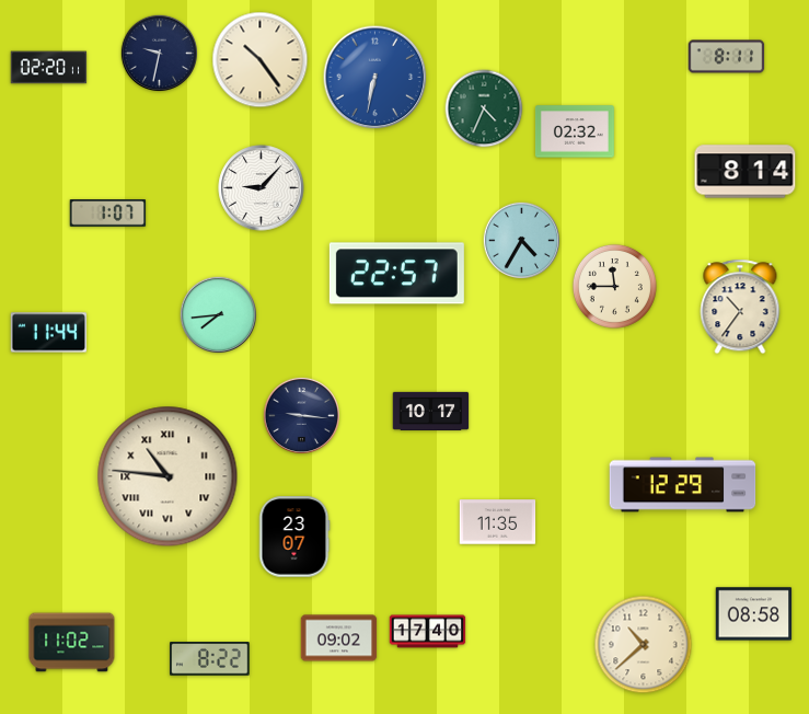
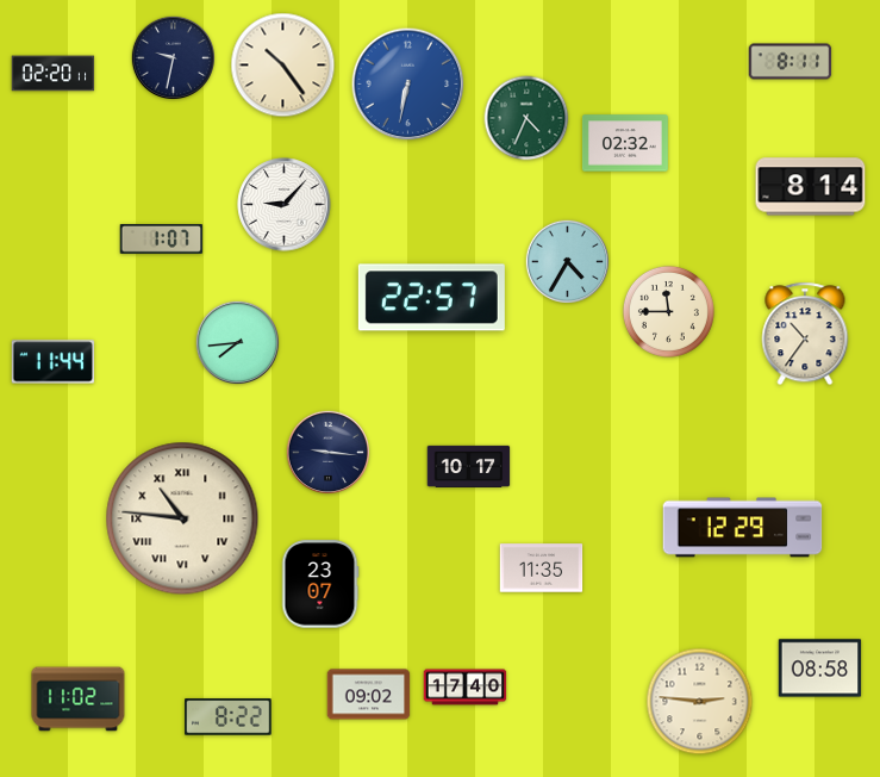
clock at (108, 214) position: (108, 214) -> (162, 240)
clock at (431, 411) position: (431, 411) -> (469, 466)
clock at (644, 645): 10:38 -> 2:46
